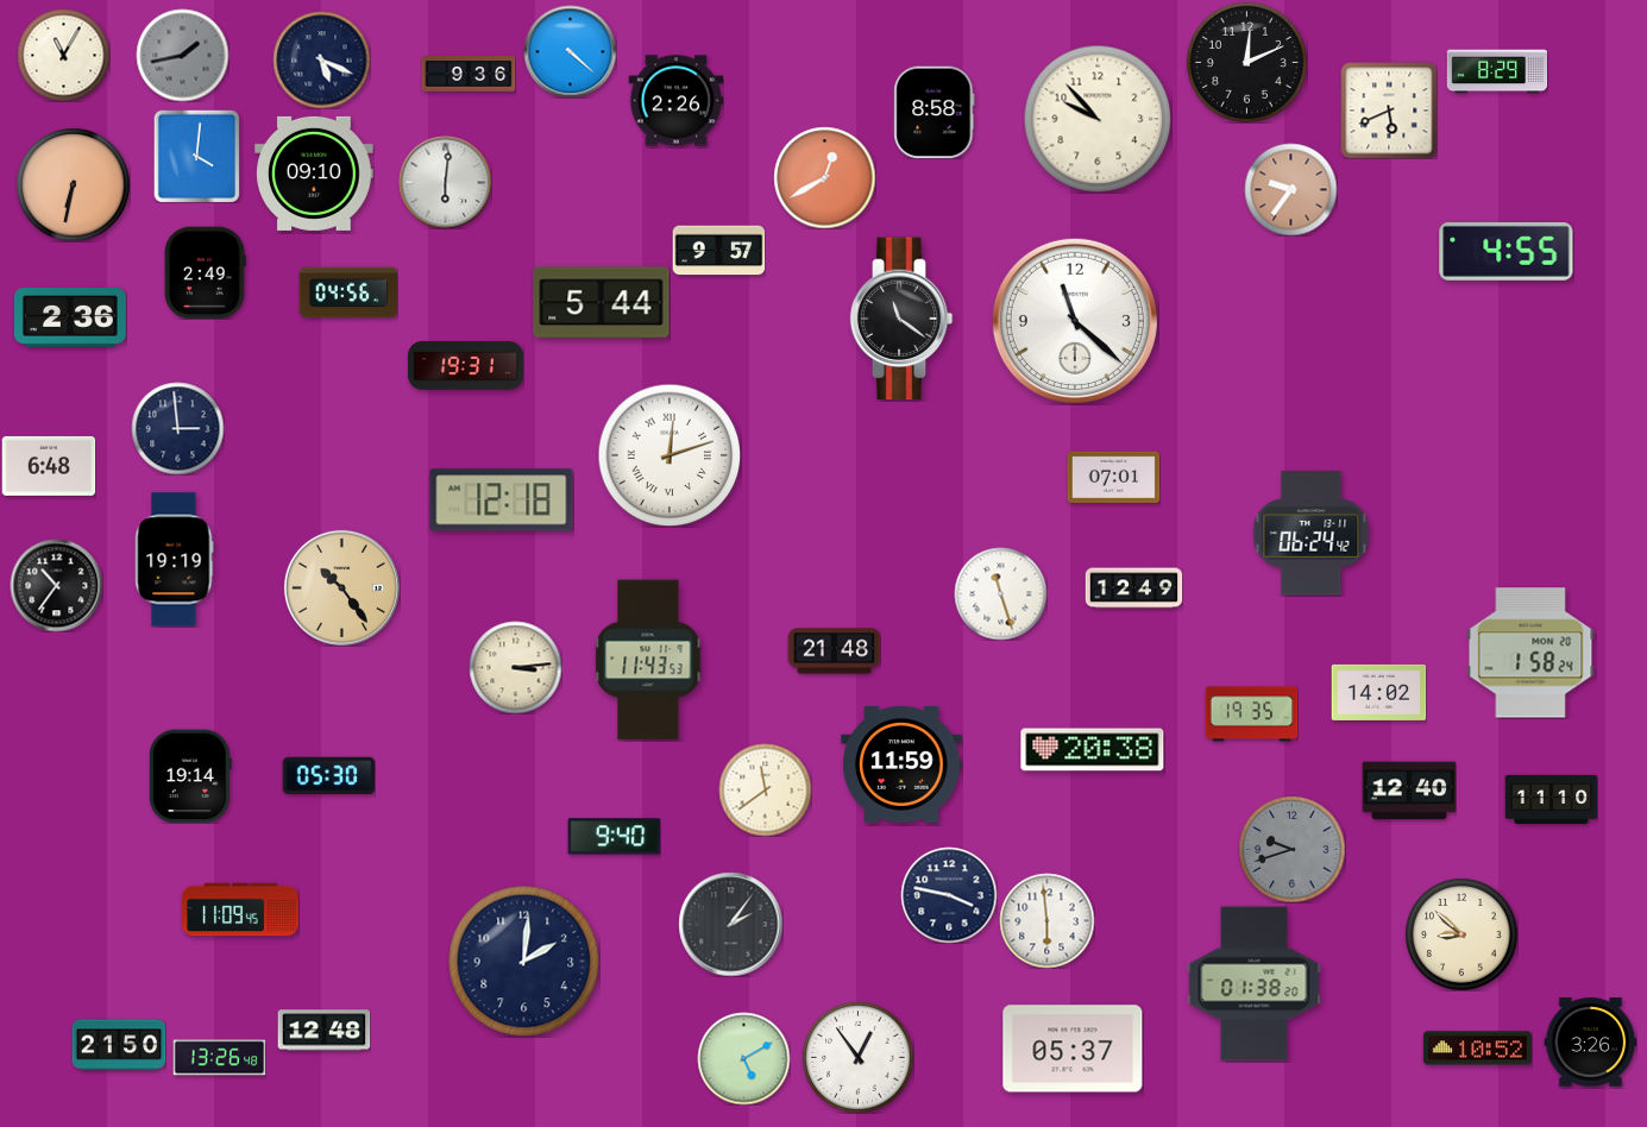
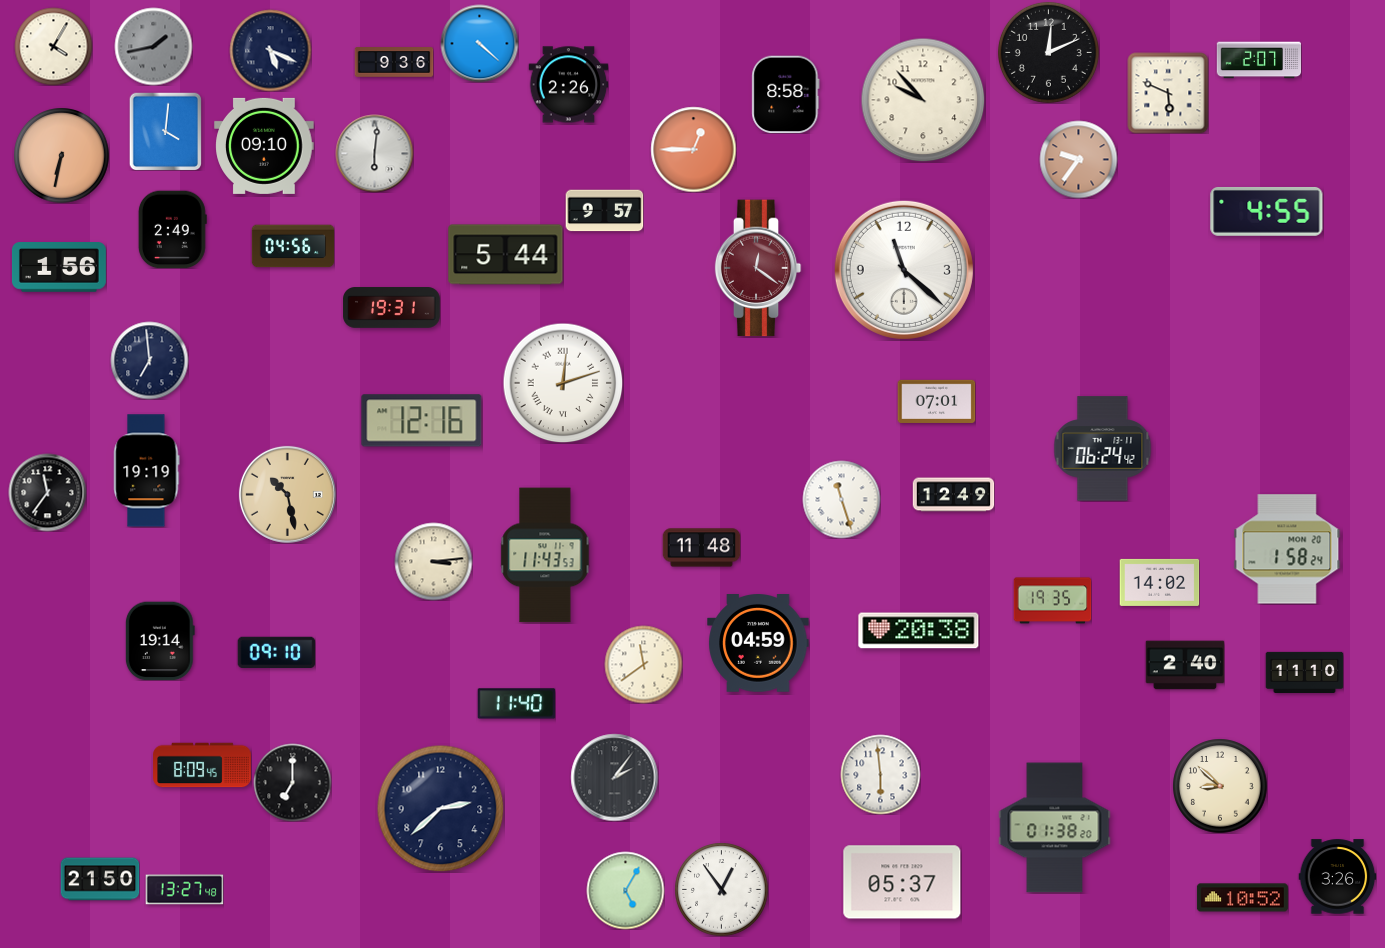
clock at (63, 55): 11:05 -> 4:05
clock at (1497, 71): 8:29 -> 2:07
clock at (1389, 111): 5:41 -> 5:49
clock at (824, 177): 12:40 -> 12:45
clock at (1290, 189) position: (1290, 189) -> (1078, 159)
clock at (70, 317): 2:36 -> 1:56
clock at (901, 319): 11:21 -> 12:21
clock at (901, 319) dial: black -> burgundy
clock at (177, 428): 2:59 -> 6:59
clock at (49, 466): 6:48 -> none
clock at (502, 500): 12:18 -> 12:16
clock at (56, 585): 10:36 -> 11:36
clock at (341, 587): 10:24 -> 10:28
clock at (834, 651): 21:48 -> 11:48
clock at (901, 766): 11:59 -> 04:59
clock at (190, 776) position: (190, 776) -> (160, 641)
clock at (328, 776): 05:30 -> 09:10
clock at (1409, 791): 12:40 -> 2:40
clock at (614, 837): 9:40 -> 11:40
clock at (1291, 849): 9:42 -> none
clock at (949, 895): 3:47 -> none
clock at (240, 909): 11:09 -> 8:09
clock at (292, 782): none -> 7:00
clock at (1461, 934) position: (1461, 934) -> (1220, 786)
clock at (523, 961): 2:01 -> 2:38
clock at (323, 1031): 12:48 -> none
clock at (1477, 1049) position: (1477, 1049) -> (1242, 898)
clock at (219, 1058): 13:26 -> 13:27
clock at (743, 1058): 5:10 -> 5:05
